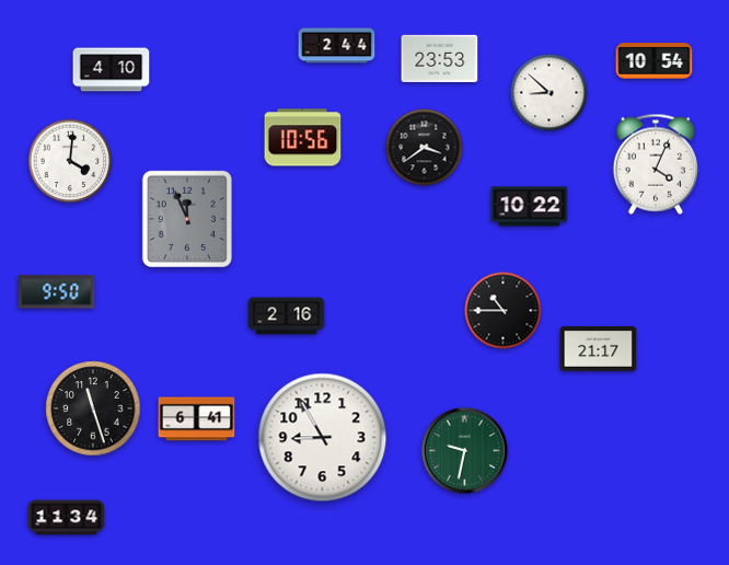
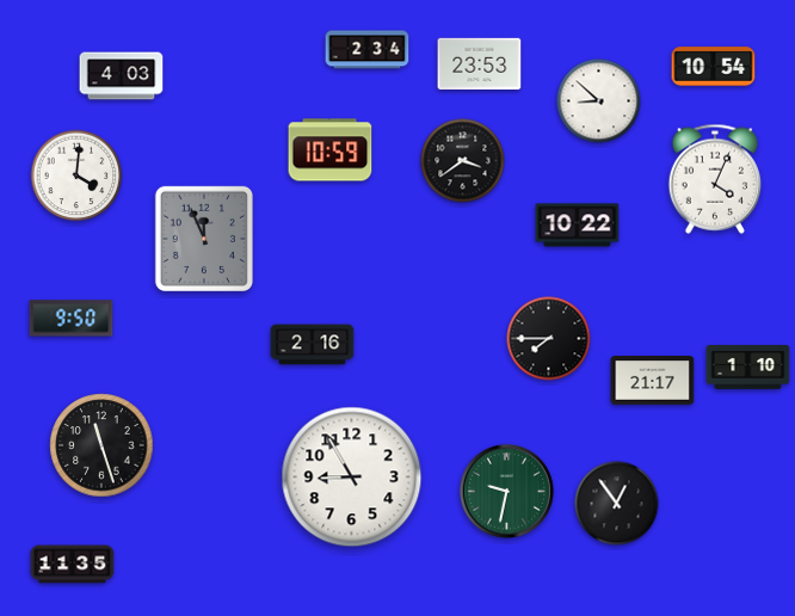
clock at (337, 46): 2:44 -> 2:34
clock at (112, 70): 4:10 -> 4:03
clock at (303, 138): 10:56 -> 10:59
clock at (57, 292) position: (57, 292) -> (72, 319)
clock at (504, 311): 10:45 -> 7:45
clock at (748, 366): none -> 1:10
clock at (197, 419): 6:41 -> none
clock at (617, 504): none -> 12:54
clock at (67, 518): 11:34 -> 11:35
